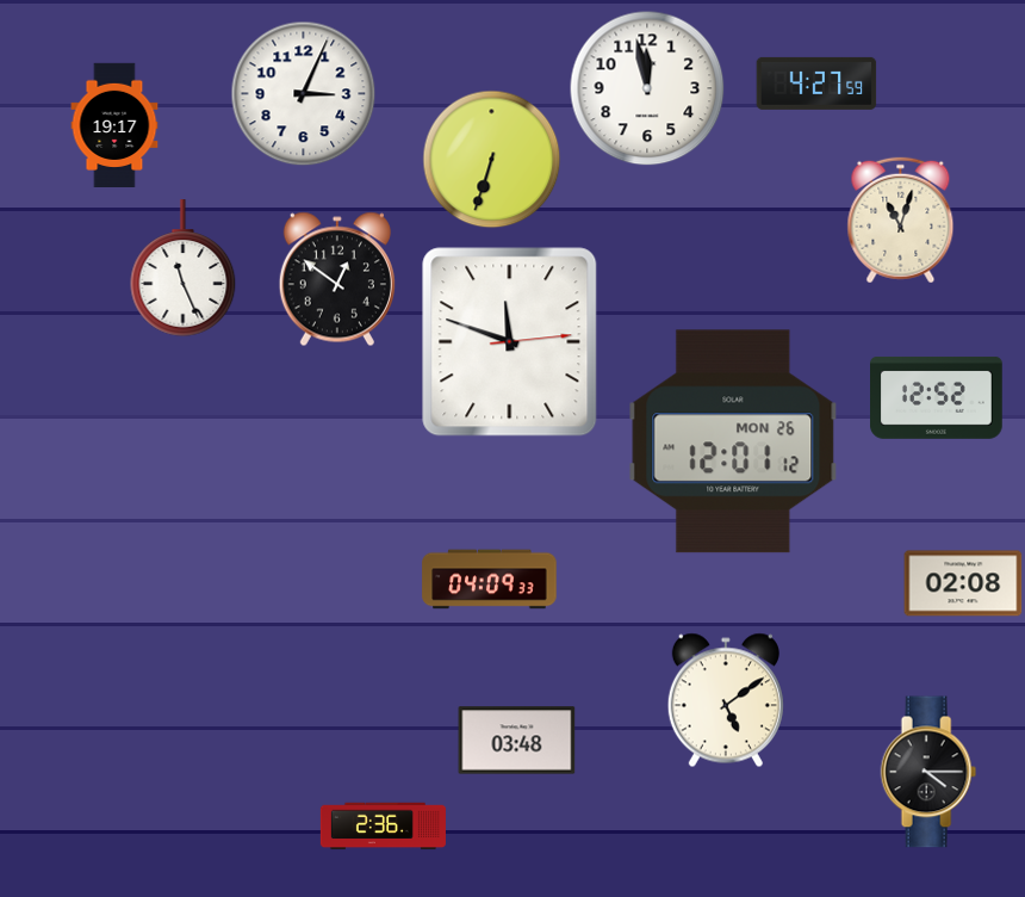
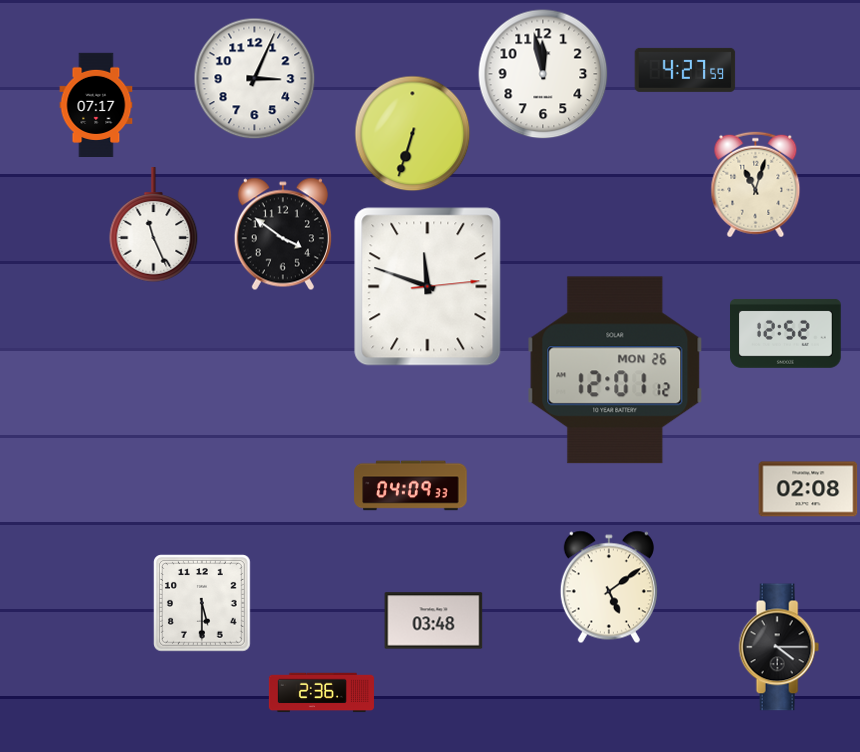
clock at (114, 124): 19:17 -> 07:17
clock at (337, 279): 12:51 -> 3:51
clock at (202, 603): none -> 5:30
